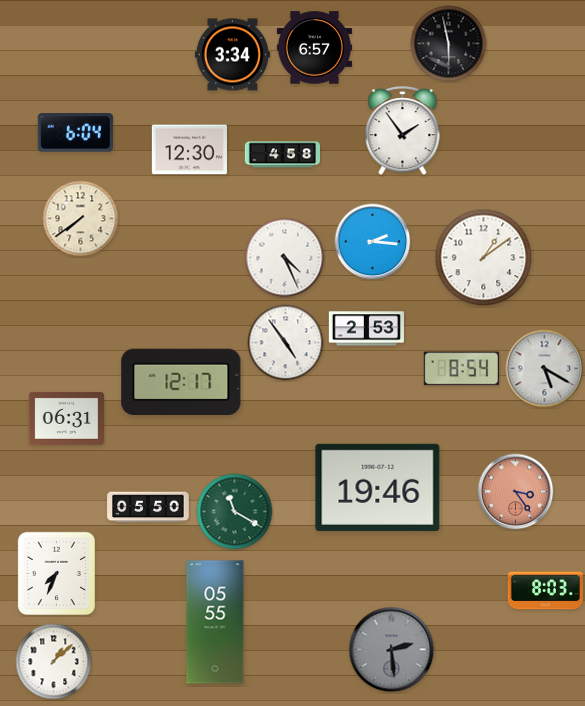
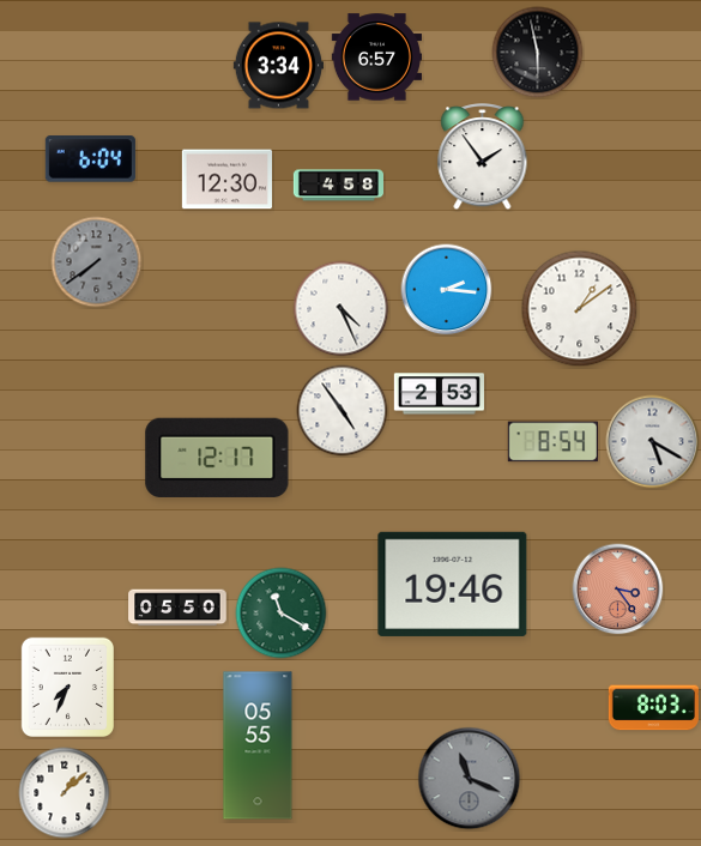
clock at (81, 219) dial: cream -> grey
clock at (66, 418): 06:31 -> none
clock at (392, 650): 2:29 -> 11:19
